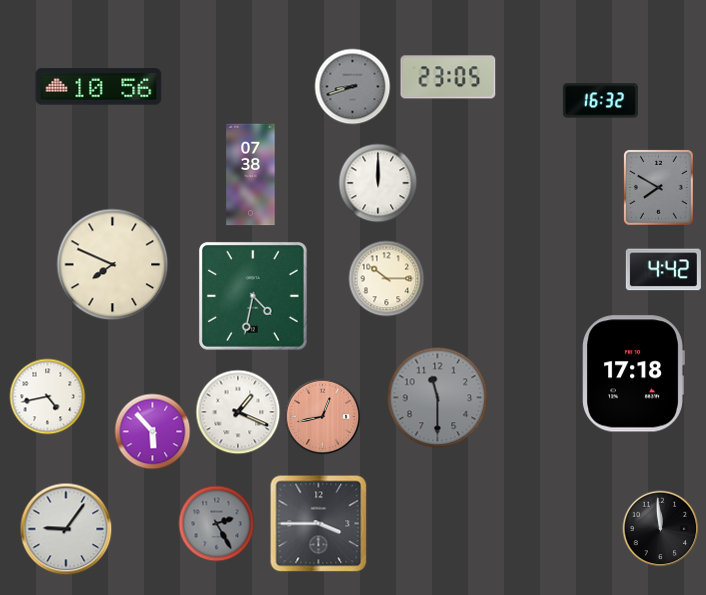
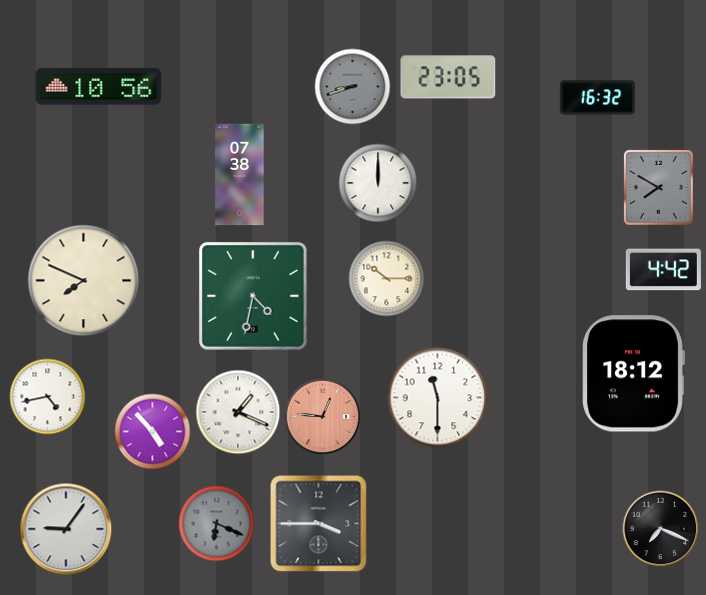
clock at (600, 101) position: (600, 101) -> (597, 98)
clock at (251, 175) position: (251, 175) -> (240, 175)
clock at (113, 265) position: (113, 265) -> (84, 281)
clock at (633, 374): 17:18 -> 18:12
clock at (438, 398) dial: grey -> white
clock at (323, 417): 12:43 -> 12:46
clock at (153, 432): 5:53 -> 4:53
clock at (217, 524): 2:25 -> 6:19
clock at (661, 529): 11:59 -> 7:19
